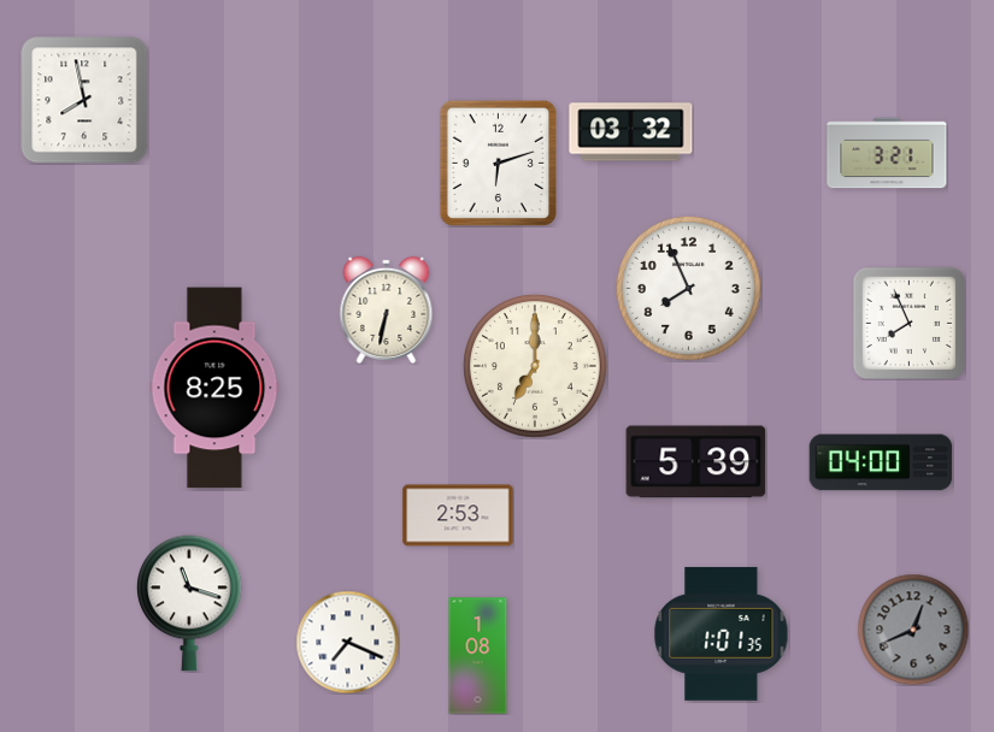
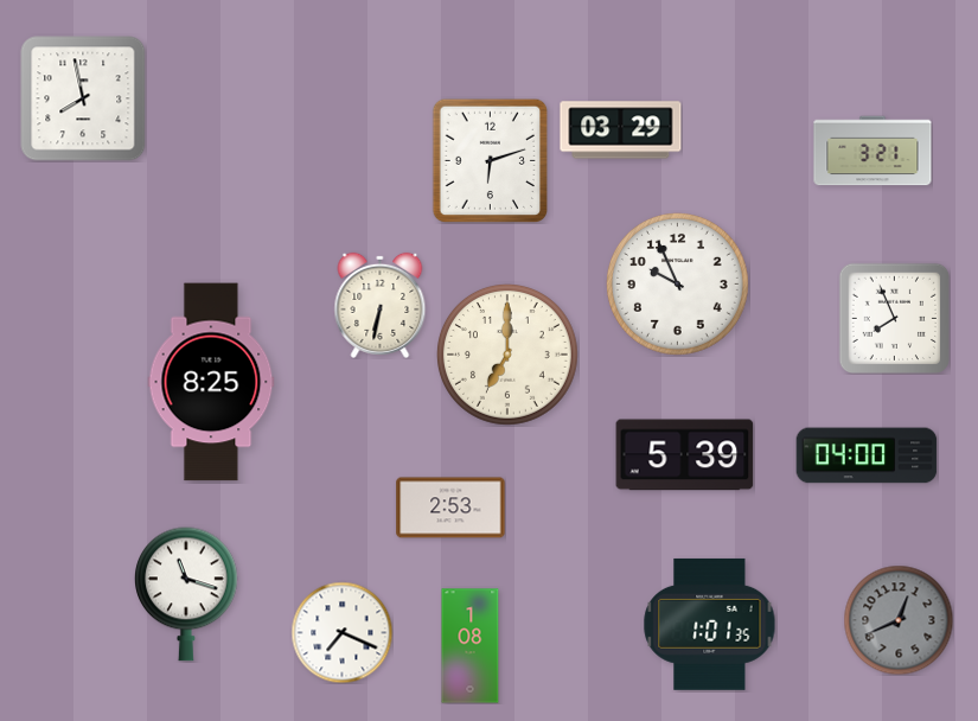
clock at (631, 132): 03:32 -> 03:29
clock at (688, 288): 7:56 -> 9:56
clock at (535, 367) position: (535, 367) -> (507, 356)
